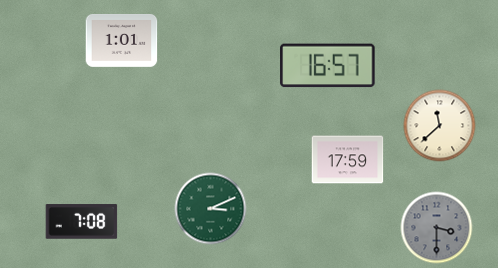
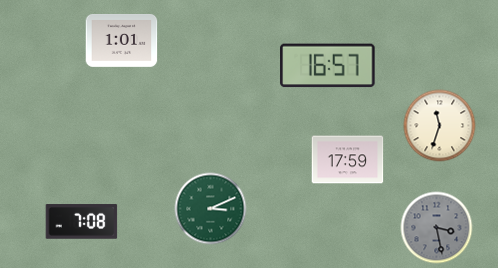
clock at (440, 126): 11:38 -> 11:33
clock at (437, 228): 3:30 -> 3:28
